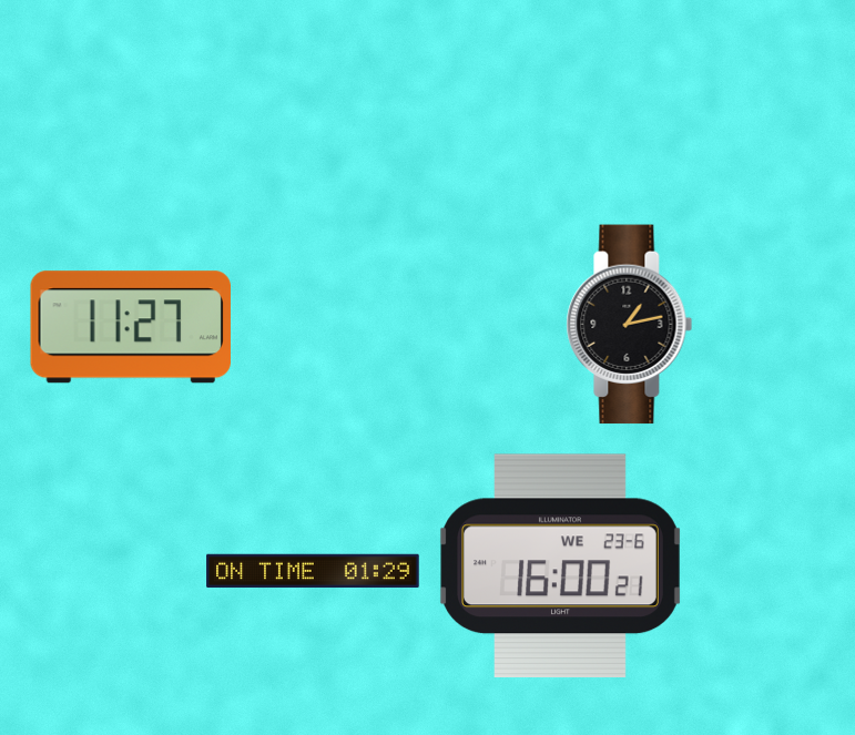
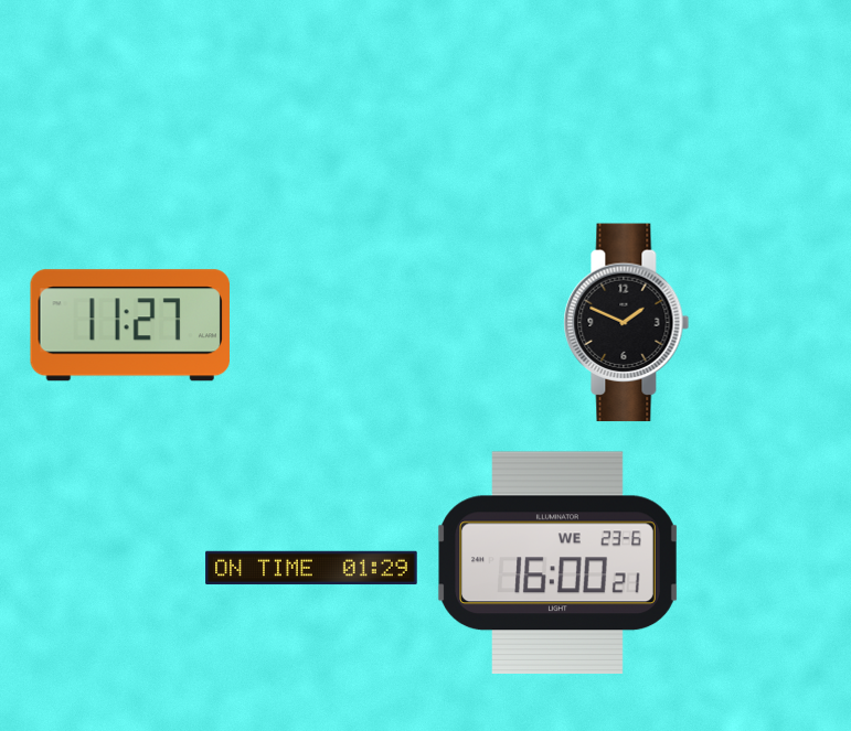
clock at (630, 325): 1:13 -> 1:49
